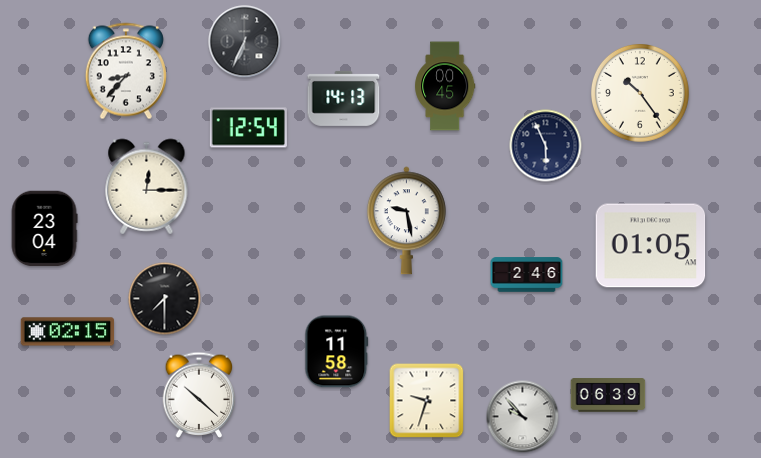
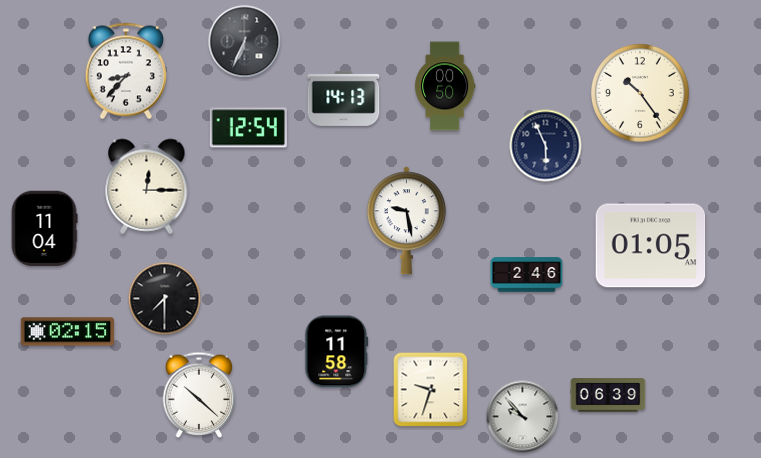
clock at (445, 86): 00:45 -> 00:50
clock at (44, 229): 23:04 -> 11:04
clock at (427, 401) position: (427, 401) -> (431, 390)
